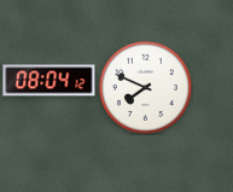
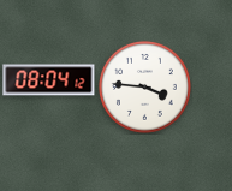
clock at (145, 87): 7:49 -> 3:46
